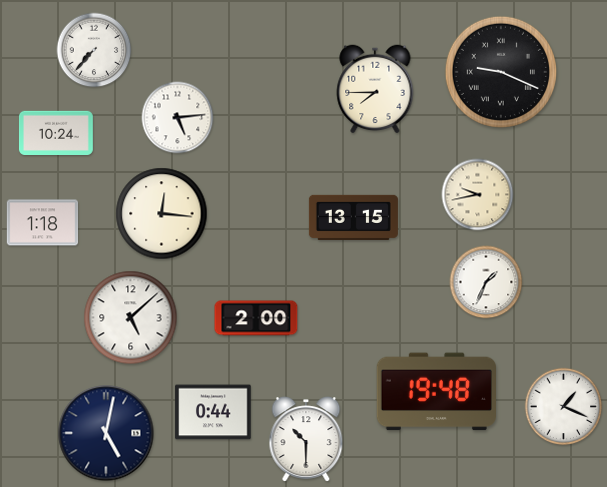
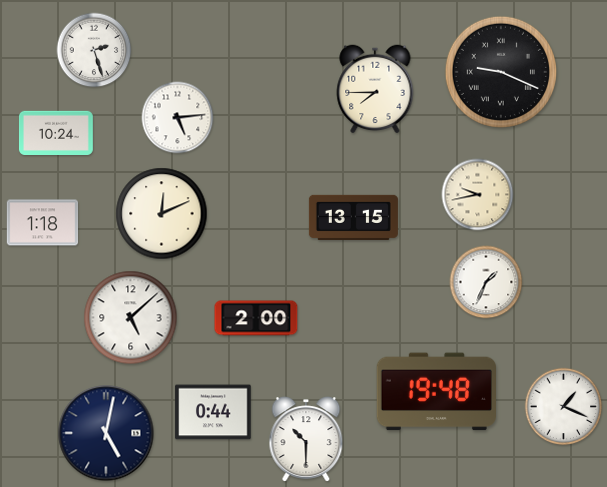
clock at (94, 50): 7:37 -> 2:27
clock at (162, 214): 12:16 -> 12:11
